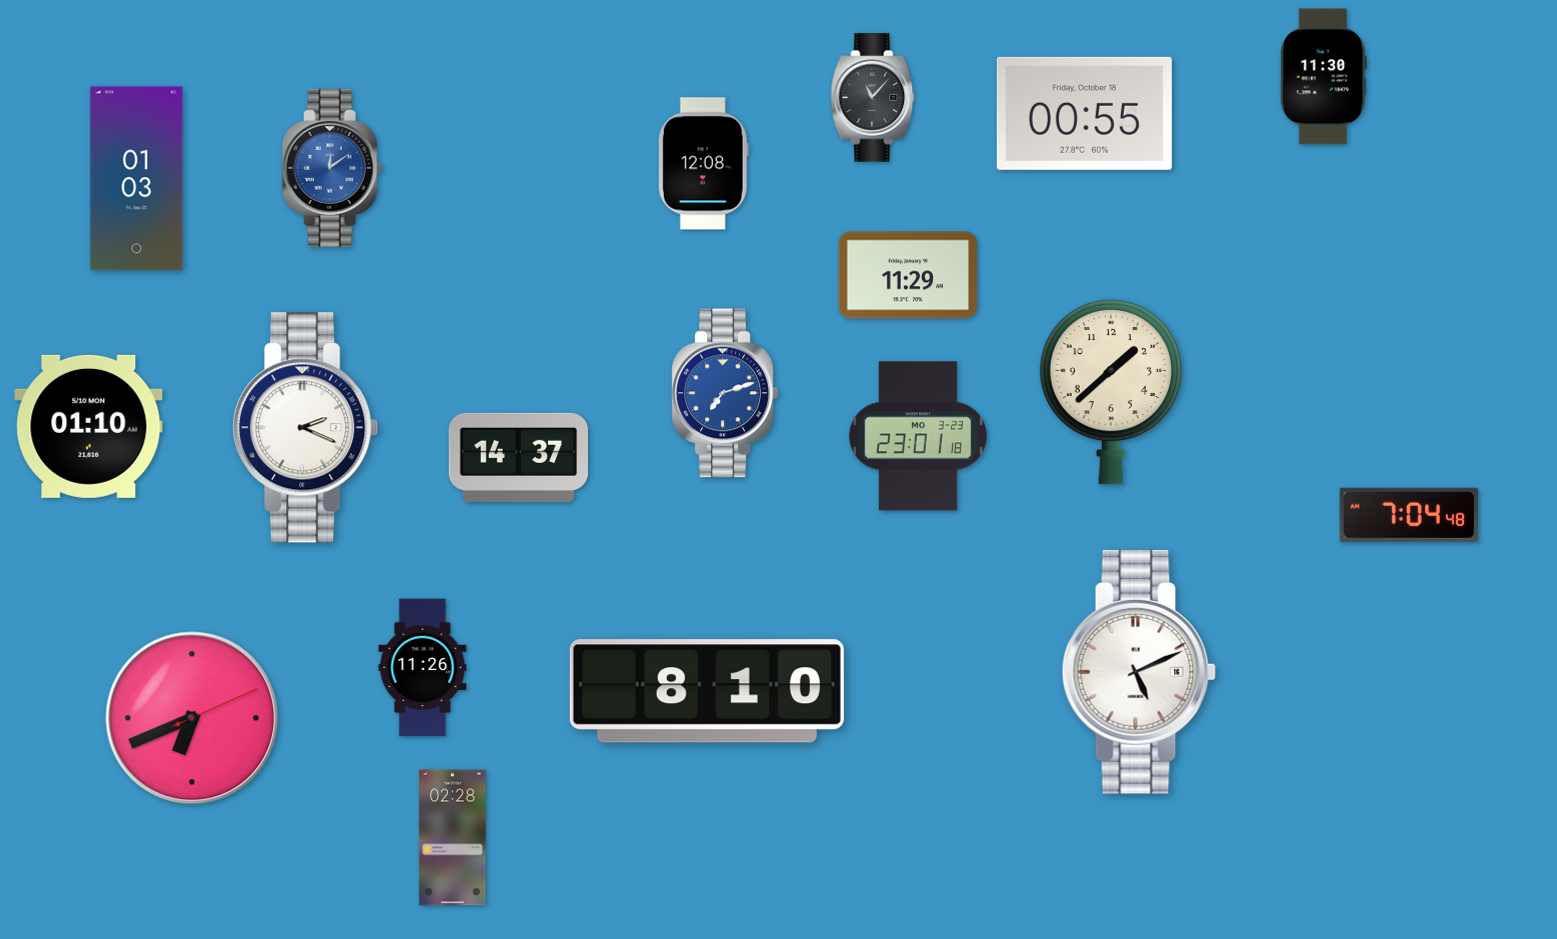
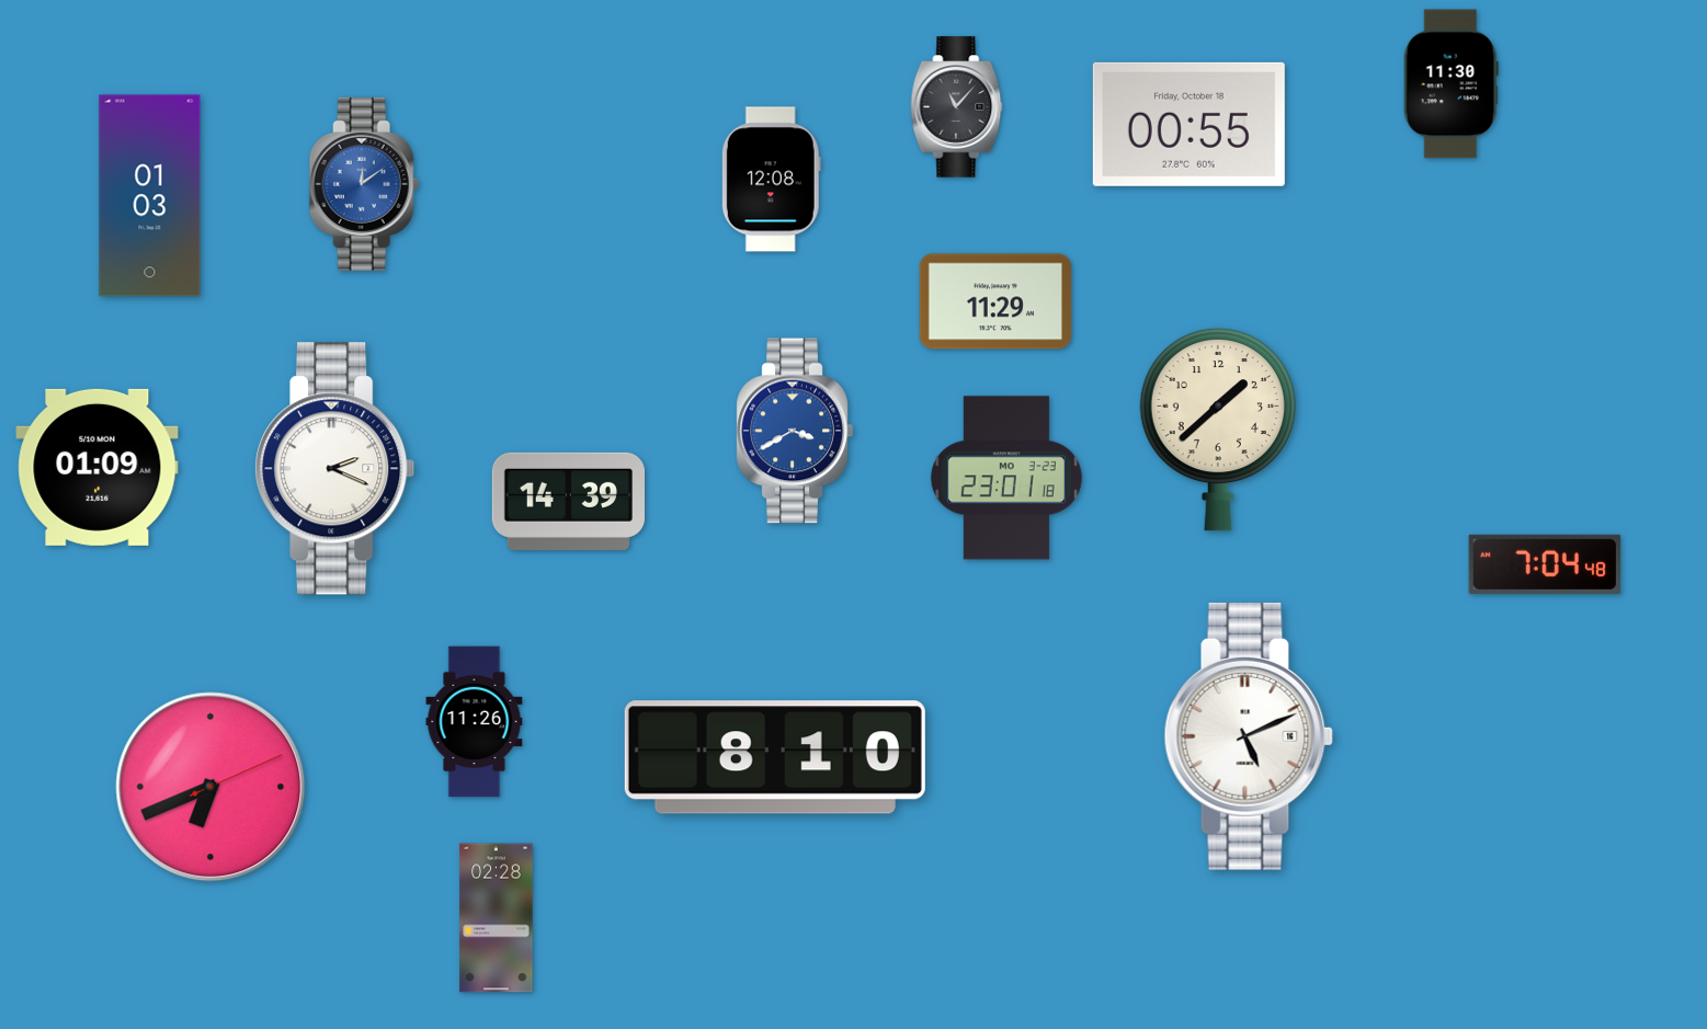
clock at (725, 393): 7:12 -> 3:40
clock at (89, 426): 01:10 -> 01:09
clock at (518, 457): 14:37 -> 14:39
clock at (423, 668) position: (423, 668) -> (475, 722)
